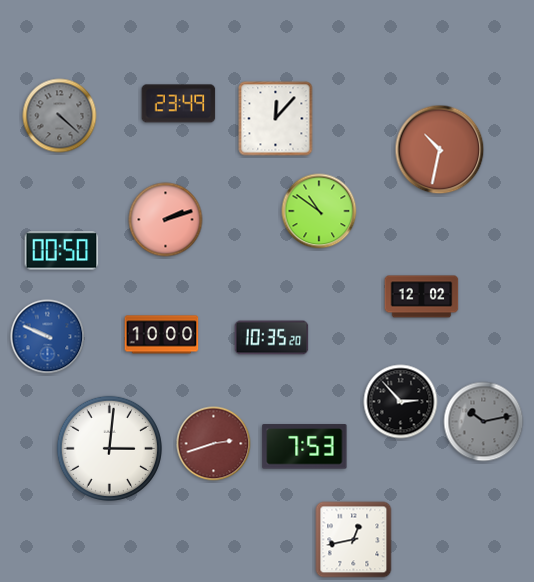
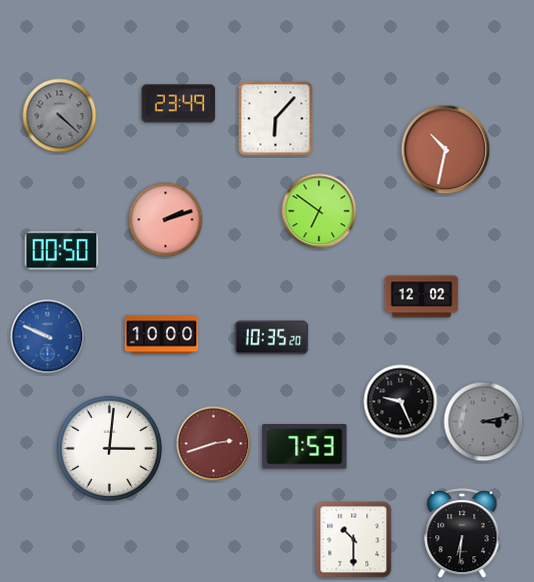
clock at (276, 119): 12:07 -> 6:07
clock at (440, 150) position: (440, 150) -> (446, 150)
clock at (319, 211): 10:51 -> 6:51
clock at (401, 402): 2:53 -> 9:26
clock at (484, 422): 10:13 -> 3:13
clock at (462, 534): none -> 6:31
clock at (354, 540): 12:43 -> 10:30
